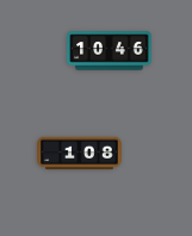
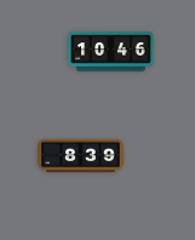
clock at (80, 154): 1:08 -> 8:39
